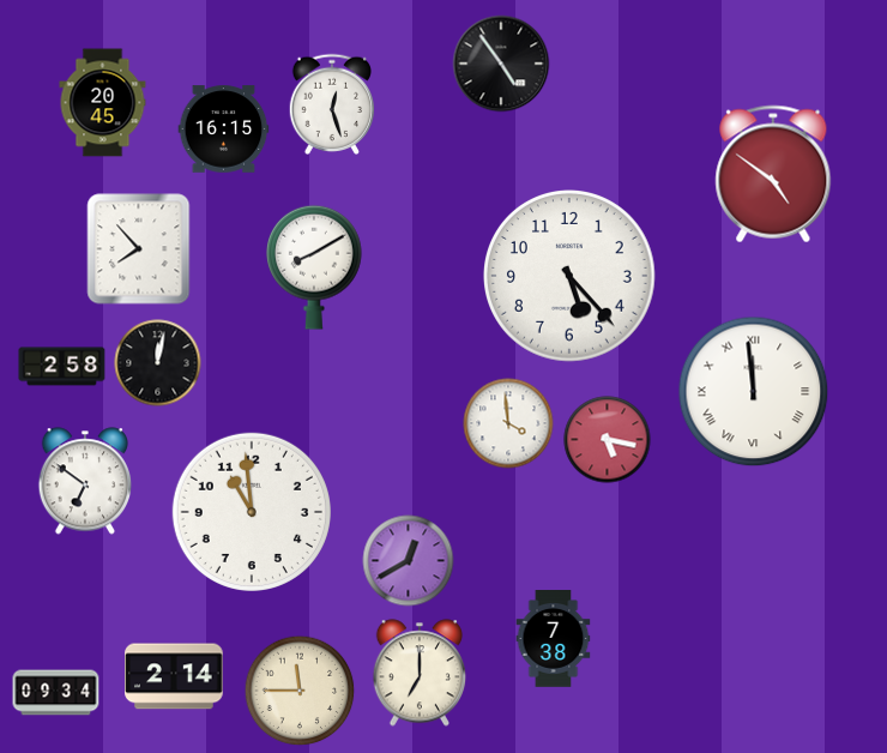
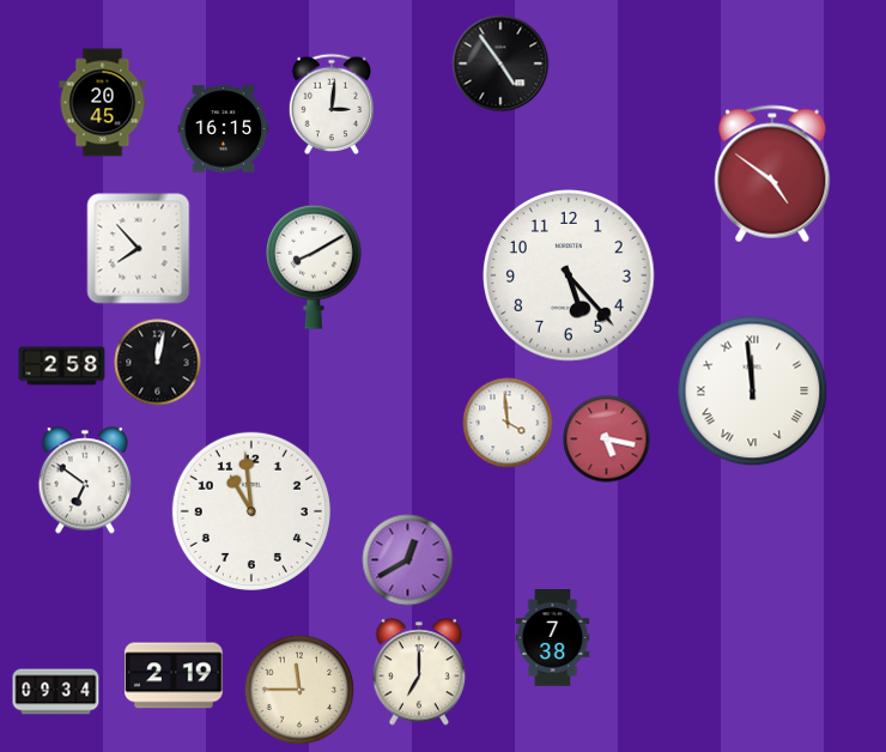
clock at (332, 104): 12:27 -> 3:01
clock at (174, 676): 2:14 -> 2:19
